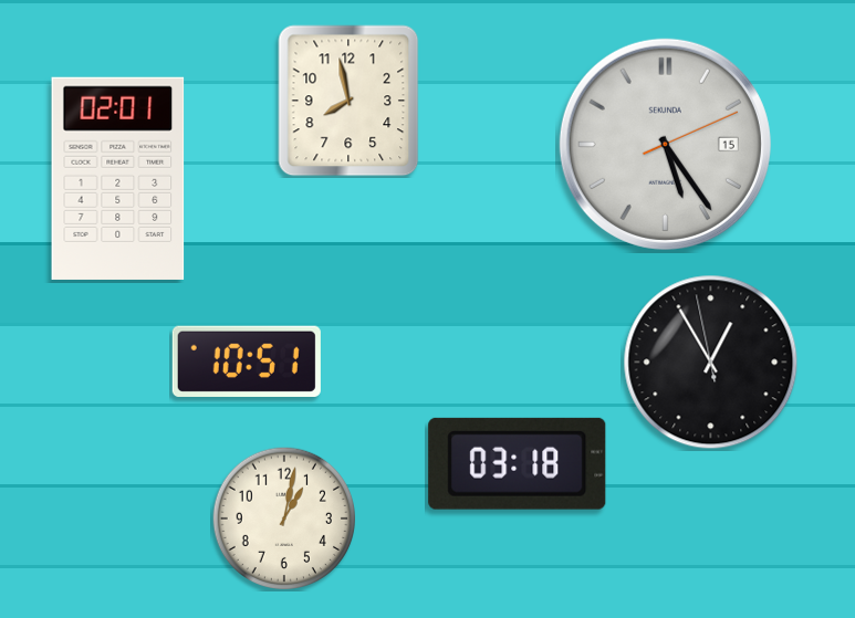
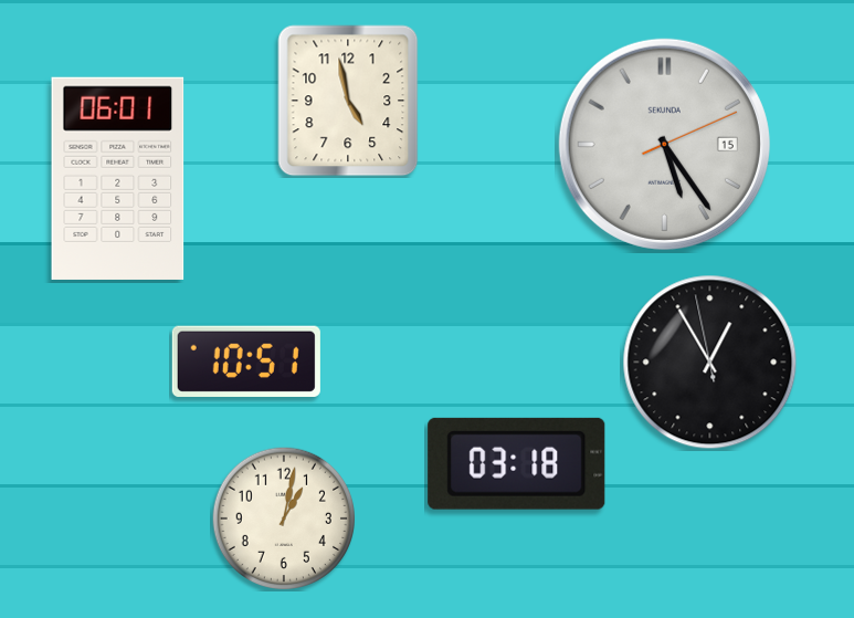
clock at (348, 101): 7:58 -> 4:58
clock at (118, 178): 02:01 -> 06:01
